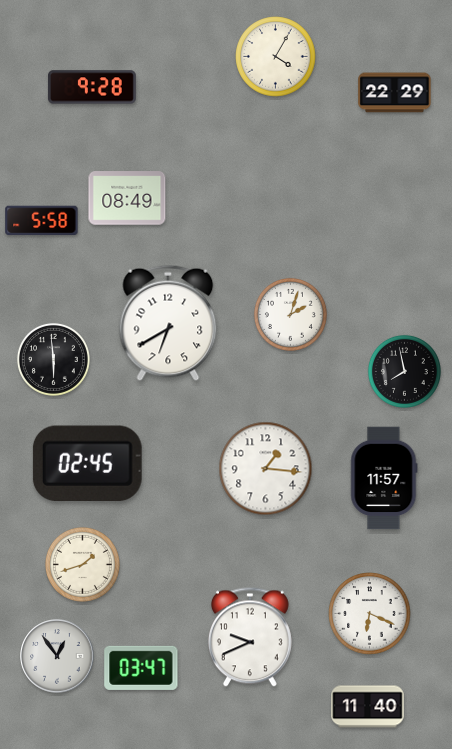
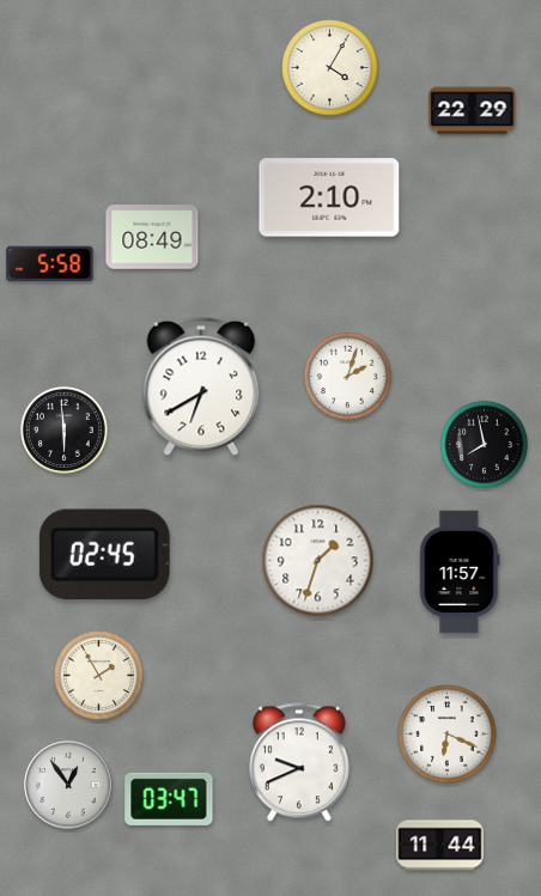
clock at (92, 87): 9:28 -> none
clock at (329, 197): none -> 2:10
clock at (266, 469): 1:16 -> 1:33
clock at (82, 564): 1:42 -> 1:55
clock at (370, 614) position: (370, 614) -> (448, 735)
clock at (368, 707): 11:40 -> 11:44
